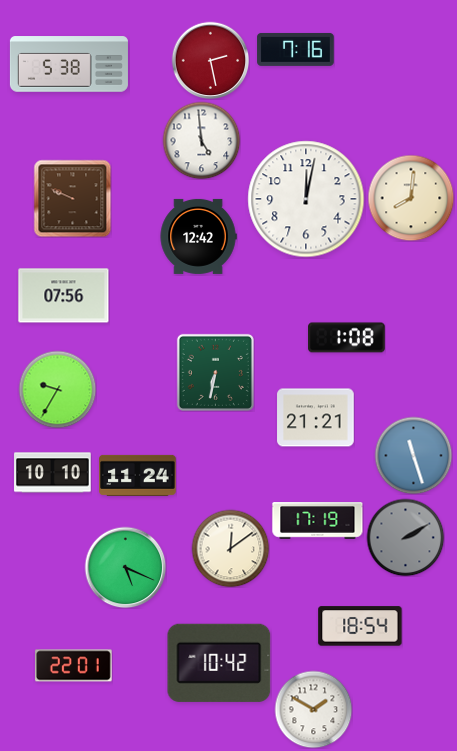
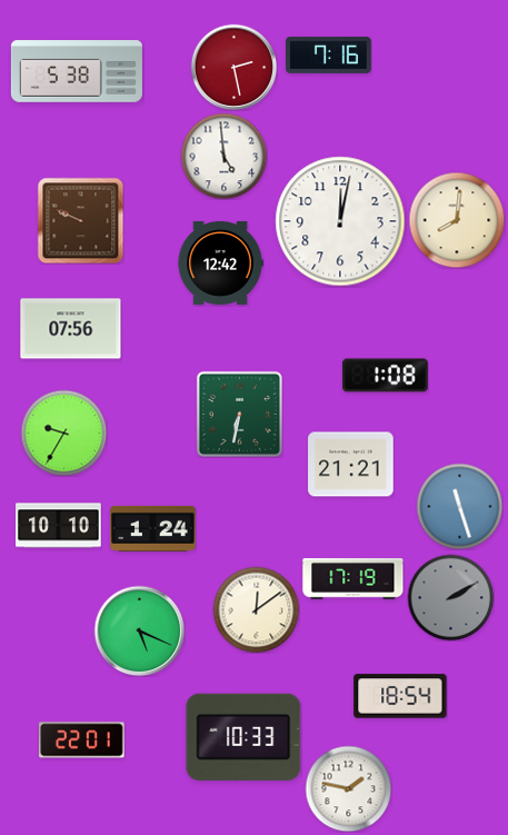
clock at (138, 475): 11:24 -> 1:24
clock at (219, 663): 10:42 -> 10:33
clock at (313, 709): 1:50 -> 1:47
